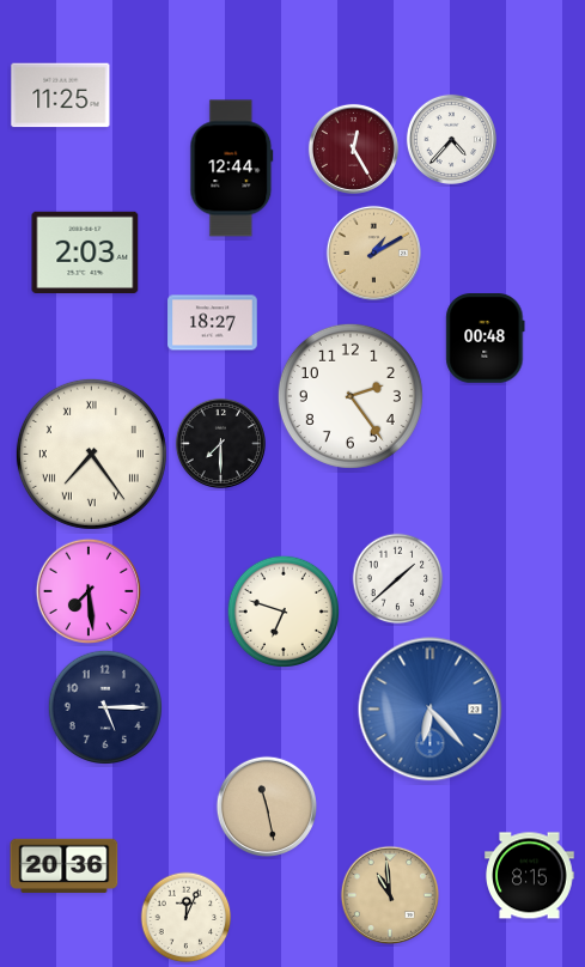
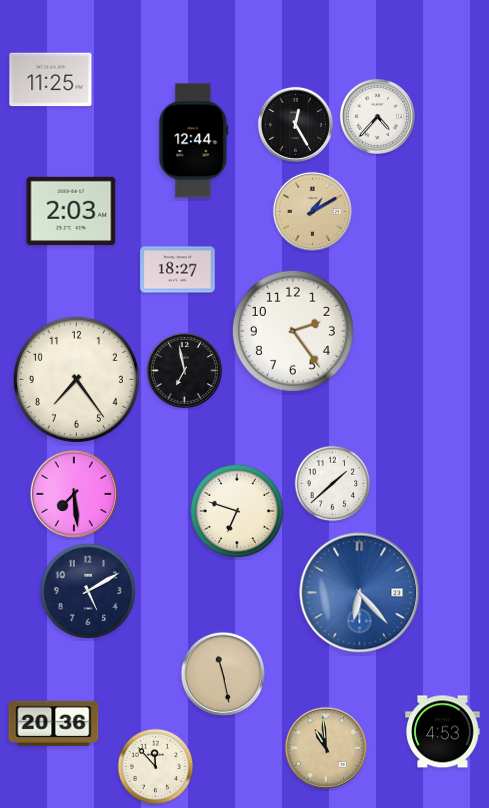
clock at (353, 148) dial: burgundy -> black
clock at (486, 339): 00:48 -> none
clock at (220, 443): 7:30 -> 6:58
clock at (91, 454) numerals: Roman -> Arabic
clock at (104, 706): 5:15 -> 5:10
clock at (530, 876): 8:15 -> 4:53
clock at (187, 918): 12:04 -> 11:53
